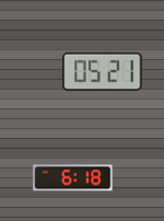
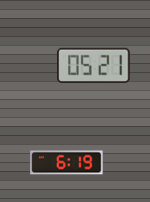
clock at (73, 178): 6:18 -> 6:19
